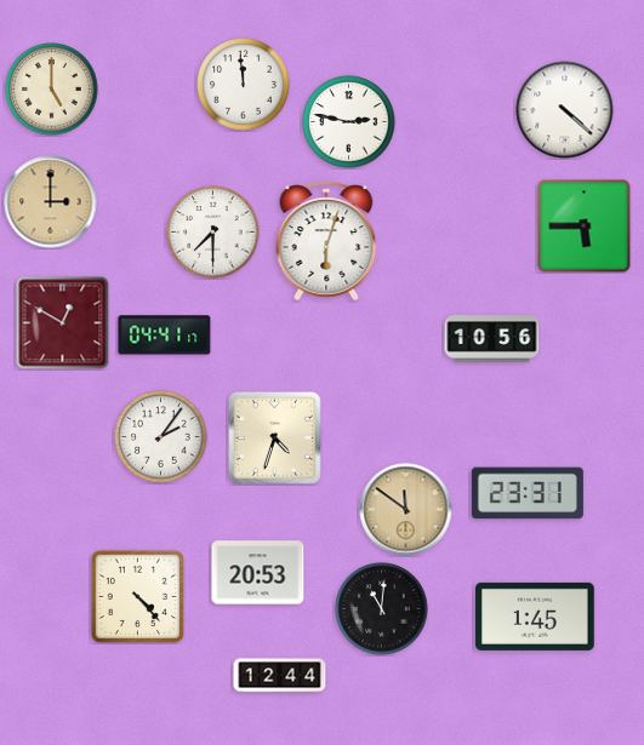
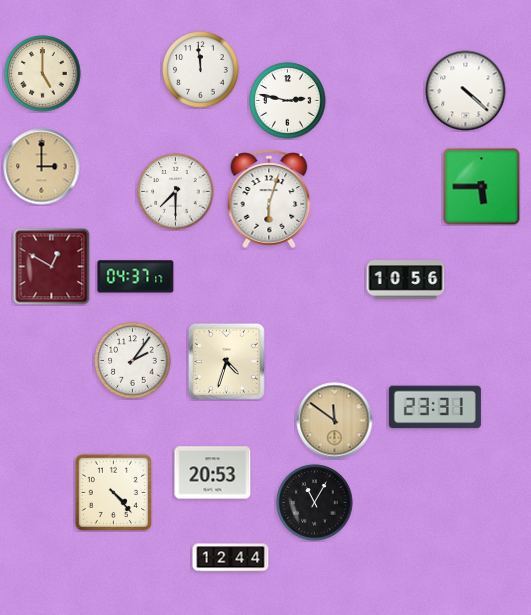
clock at (165, 336): 04:41 -> 04:37
clock at (382, 609): 11:01 -> 11:05
clock at (536, 617): 1:45 -> none
